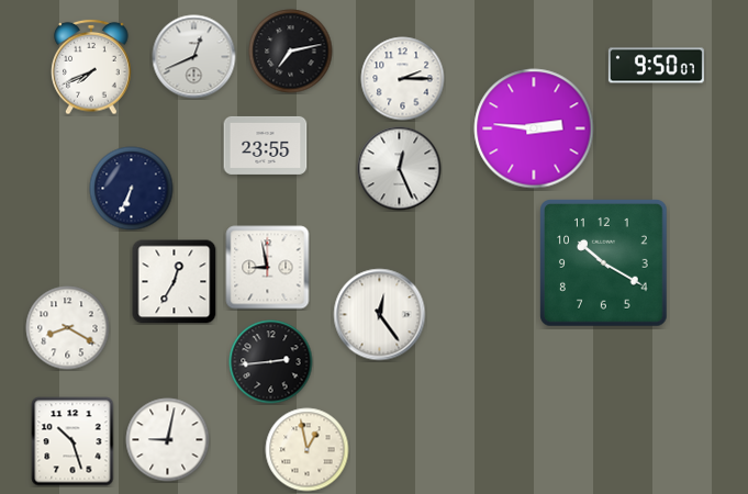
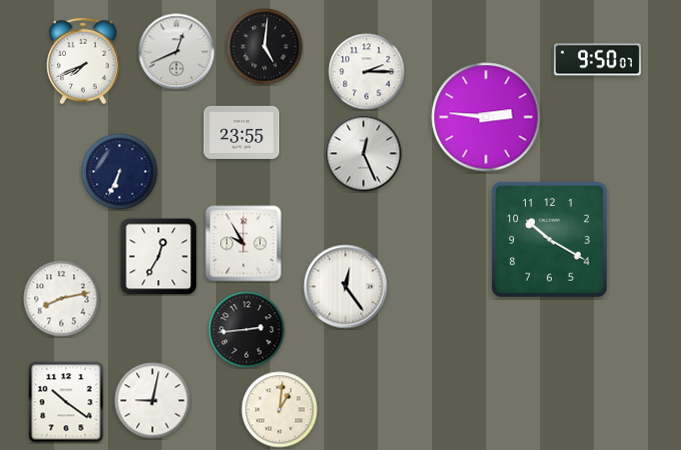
clock at (291, 52): 7:13 -> 5:01
clock at (268, 268): 8:58 -> 9:55
clock at (68, 328): 8:20 -> 8:13
clock at (72, 441): 10:27 -> 10:21
clock at (308, 450): 12:58 -> 1:01
